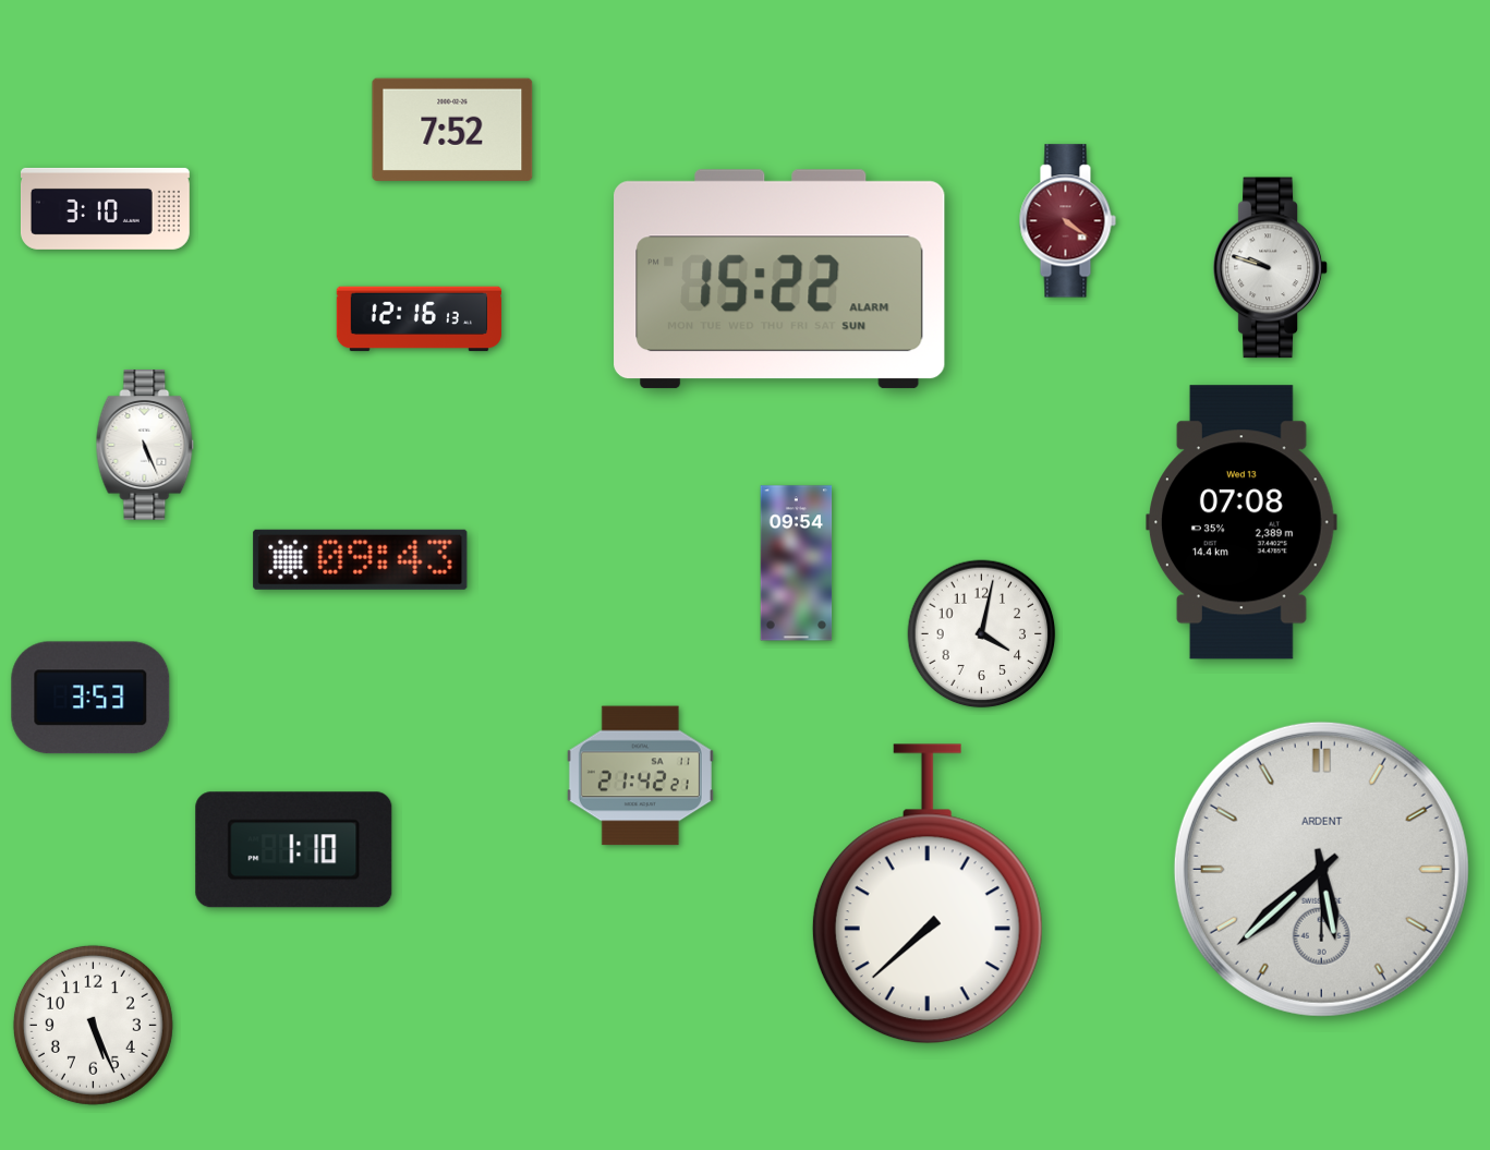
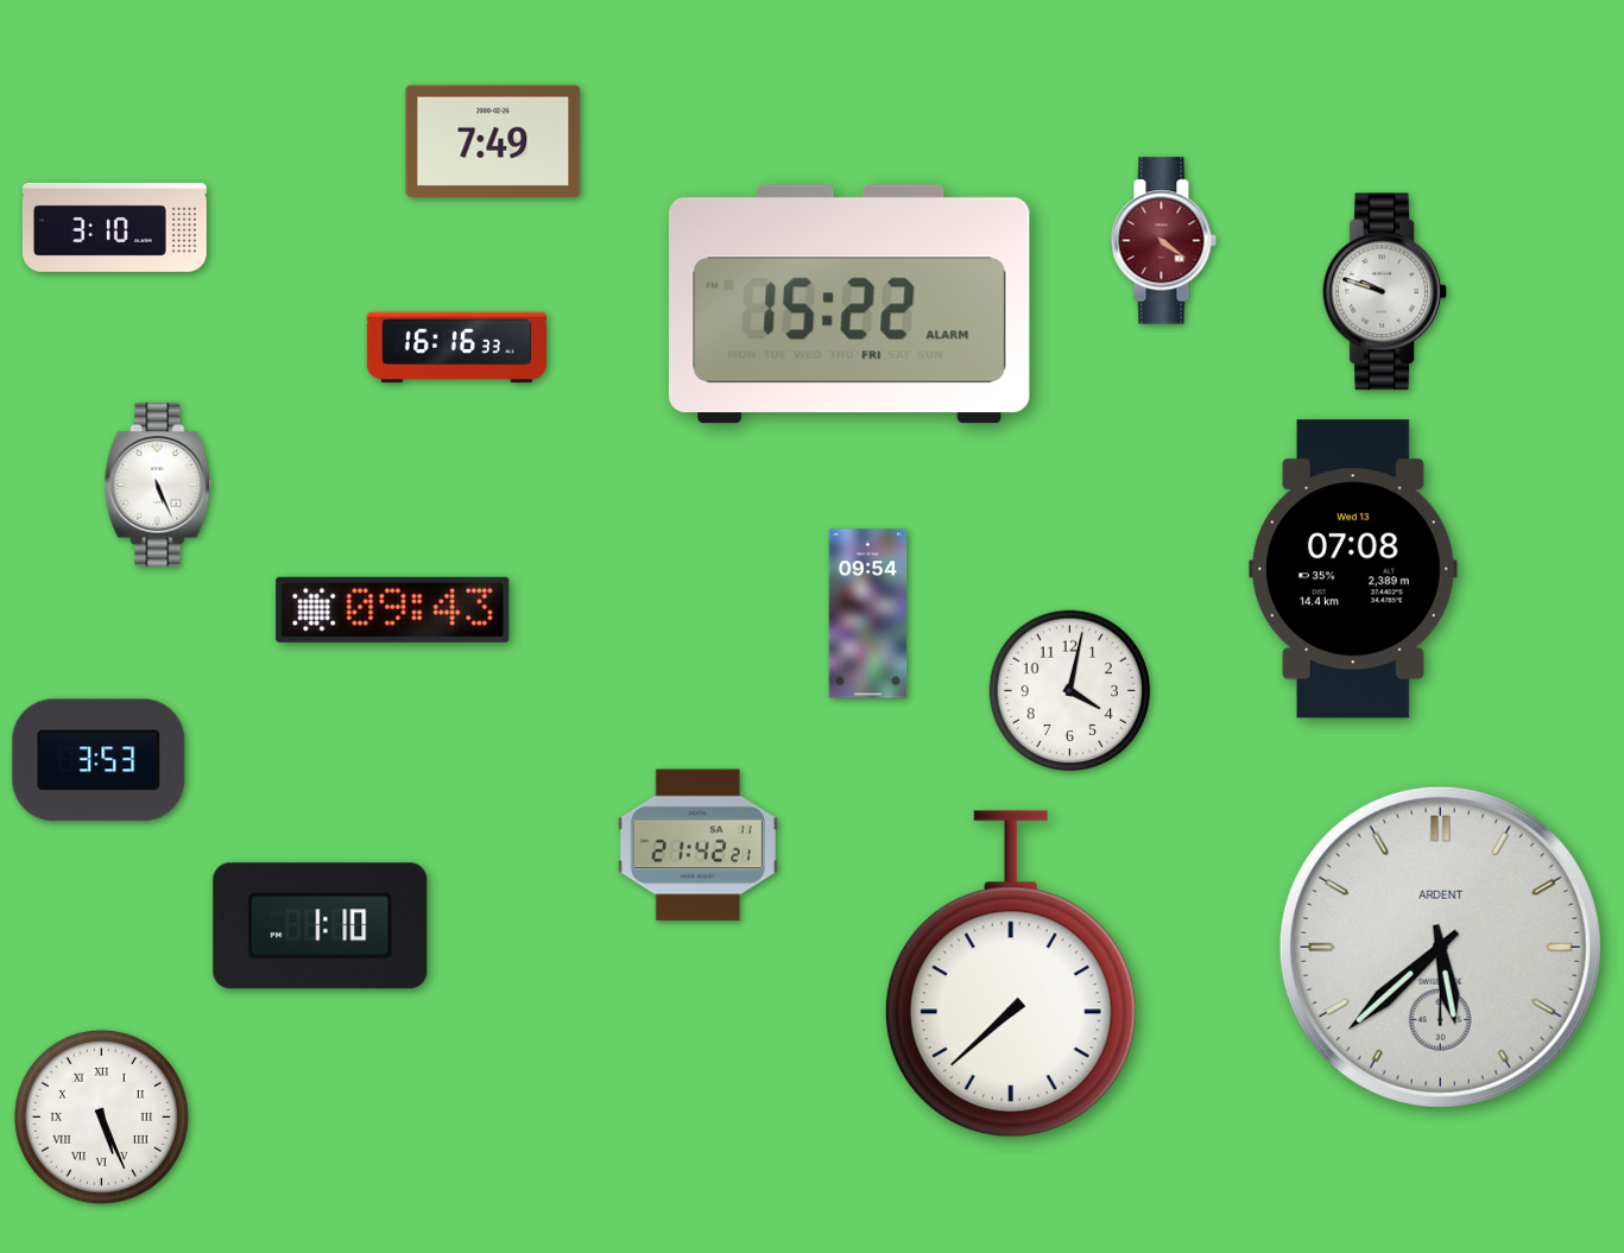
clock at (452, 130): 7:52 -> 7:49
clock at (779, 279) date: SUN -> FRI
clock at (419, 319): 12:16 -> 16:16
clock at (93, 1025) numerals: Arabic -> Roman
